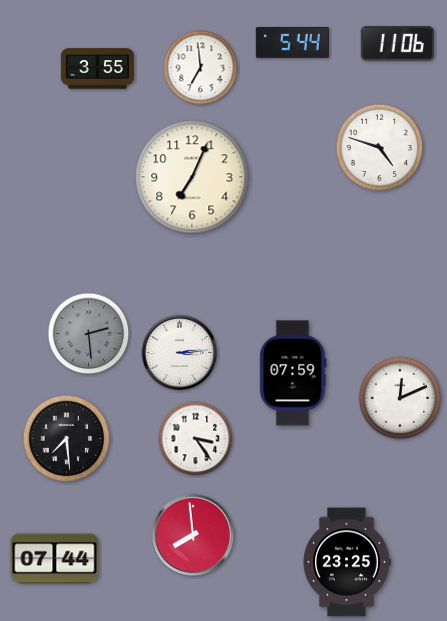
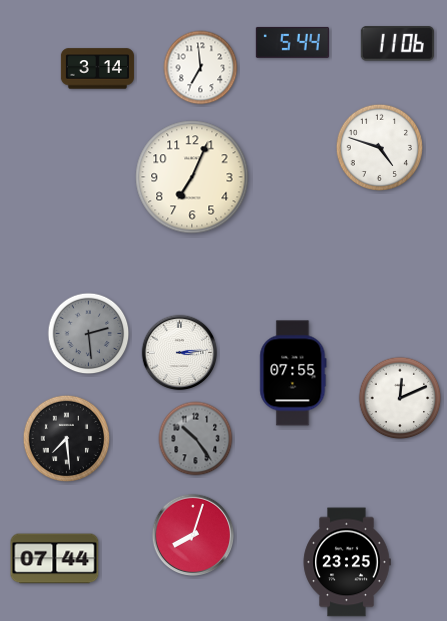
clock at (97, 69): 3:55 -> 3:14
clock at (293, 373): 07:59 -> 07:55
clock at (196, 439): 3:24 -> 10:24
clock at (196, 439) dial: white -> grey
clock at (192, 534): 7:59 -> 8:03
